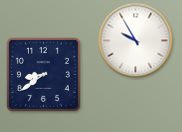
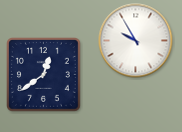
clock at (44, 75): 8:39 -> 12:39
